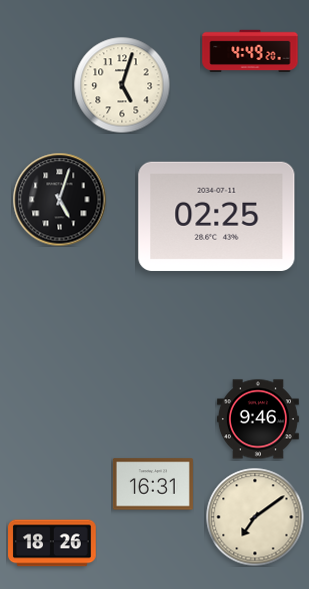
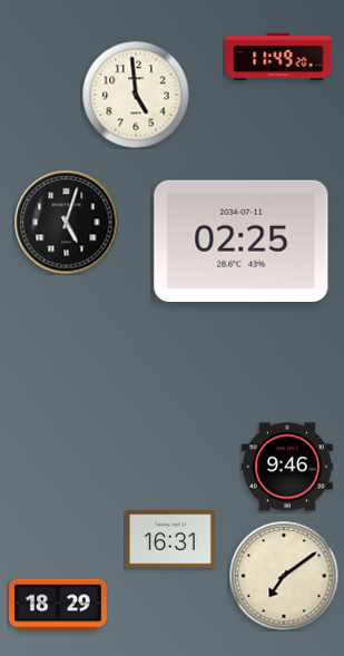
clock at (250, 51): 4:49 -> 11:49
clock at (122, 85): 5:03 -> 4:59
clock at (52, 543): 18:26 -> 18:29
